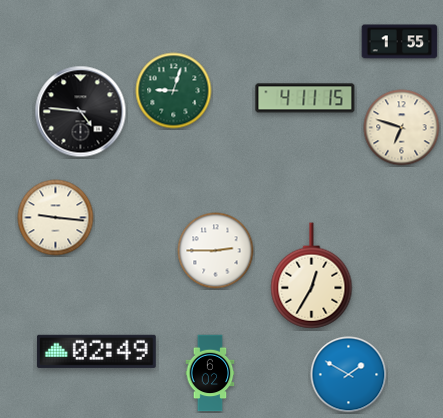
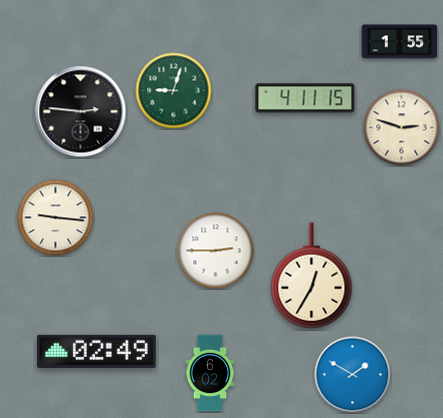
clock at (81, 112): 4:46 -> 2:46
clock at (402, 128): 6:48 -> 2:48
clock at (349, 375) position: (349, 375) -> (353, 375)
